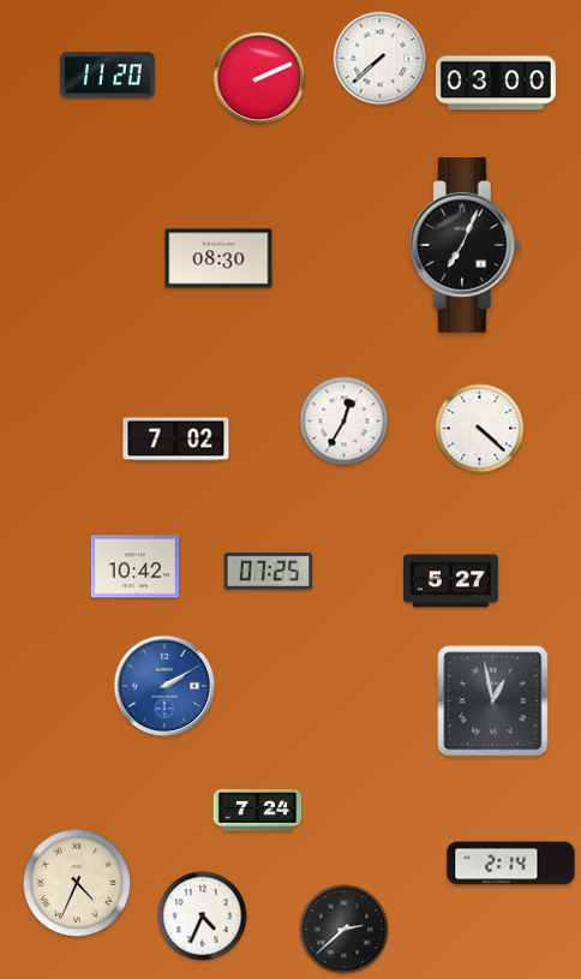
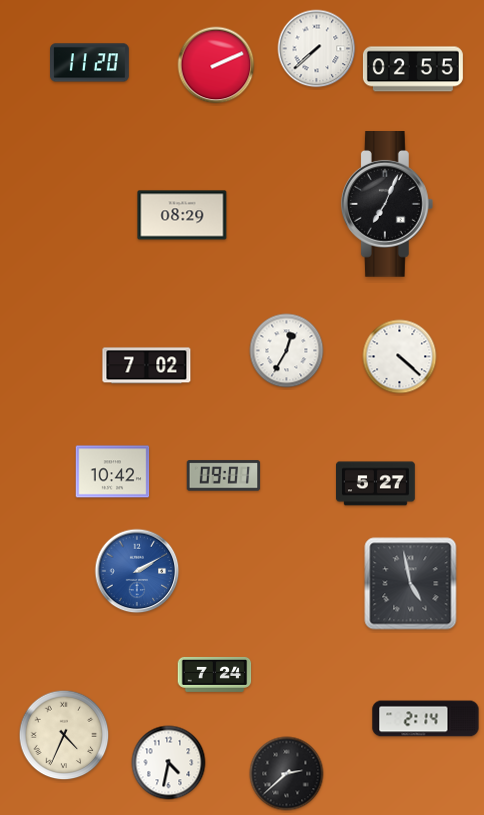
clock at (496, 83): 03:00 -> 02:55
clock at (218, 258): 08:30 -> 08:29
clock at (269, 572): 07:25 -> 09:01
clock at (493, 702): 12:58 -> 4:58
clock at (203, 917): 4:34 -> 4:32
